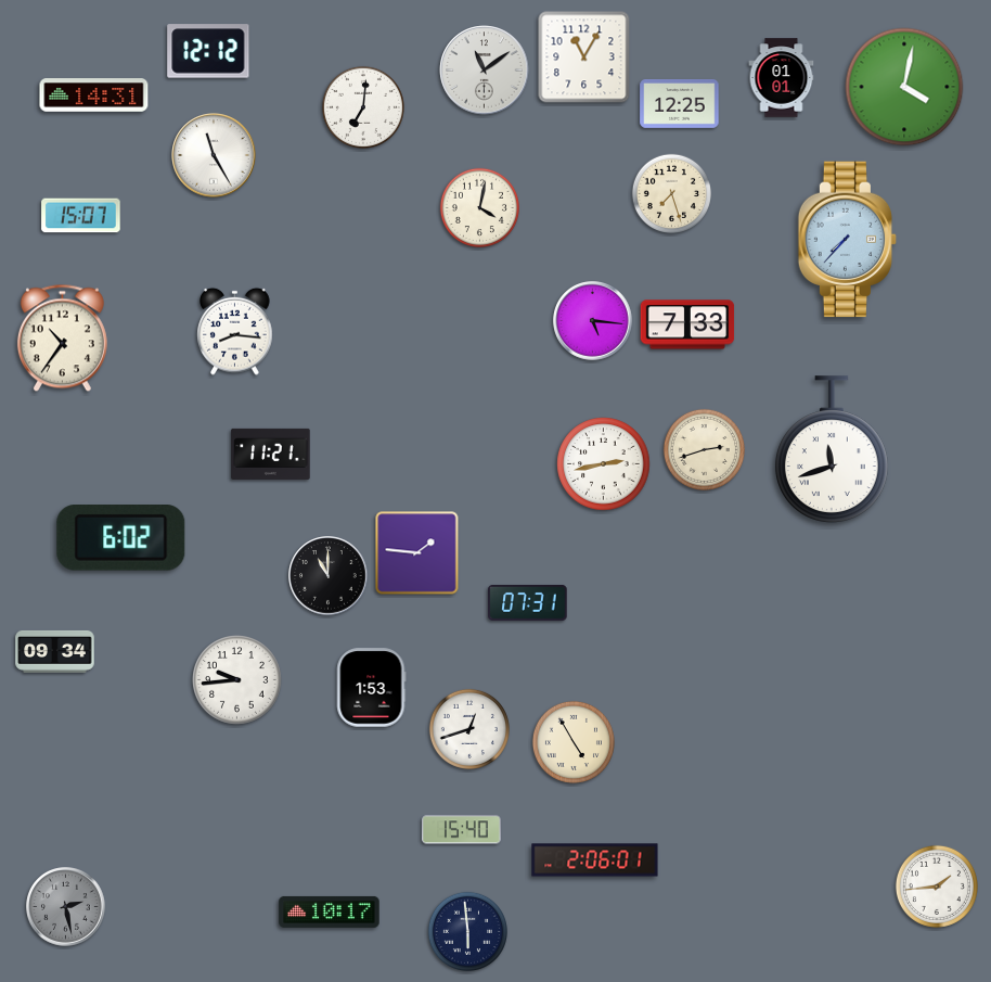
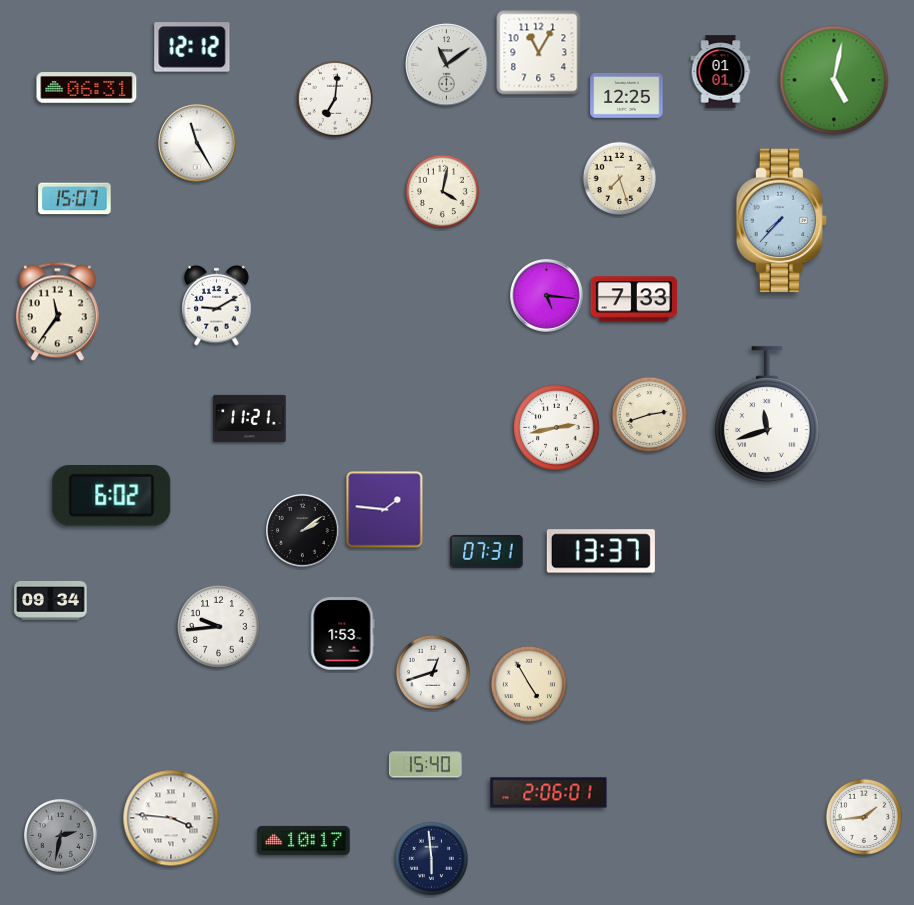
clock at (904, 87): 4:02 -> 5:02
clock at (94, 95): 14:31 -> 06:31
clock at (235, 331): 8:16 -> 9:10
clock at (62, 339): 10:36 -> 11:36
clock at (329, 576): 11:00 -> 2:09
clock at (601, 551): none -> 13:37
clock at (528, 602) position: (528, 602) -> (487, 551)
clock at (171, 818): none -> 3:46
clock at (66, 907): 2:28 -> 2:32
